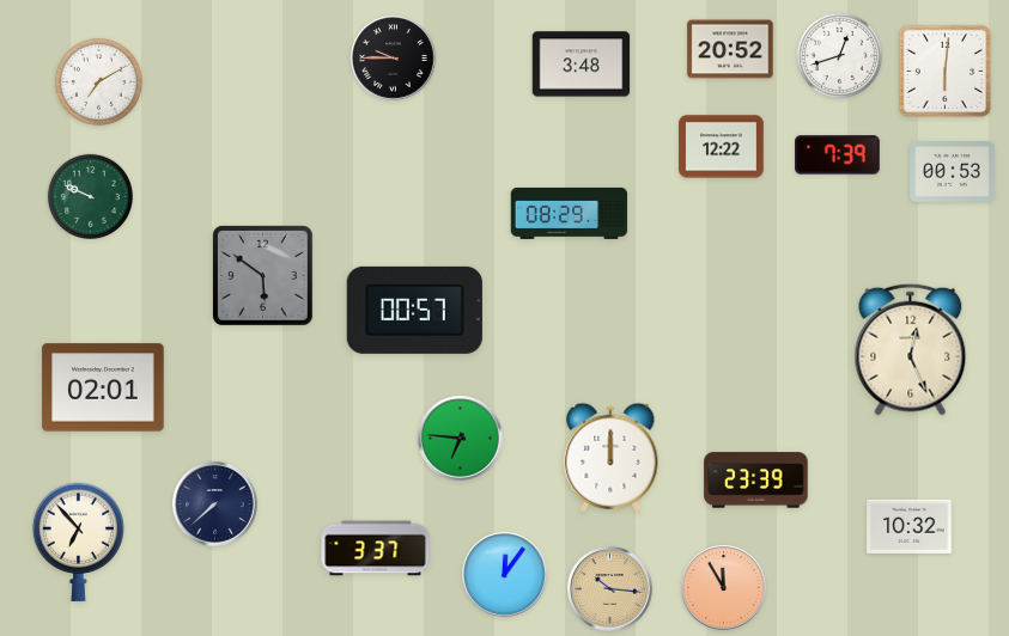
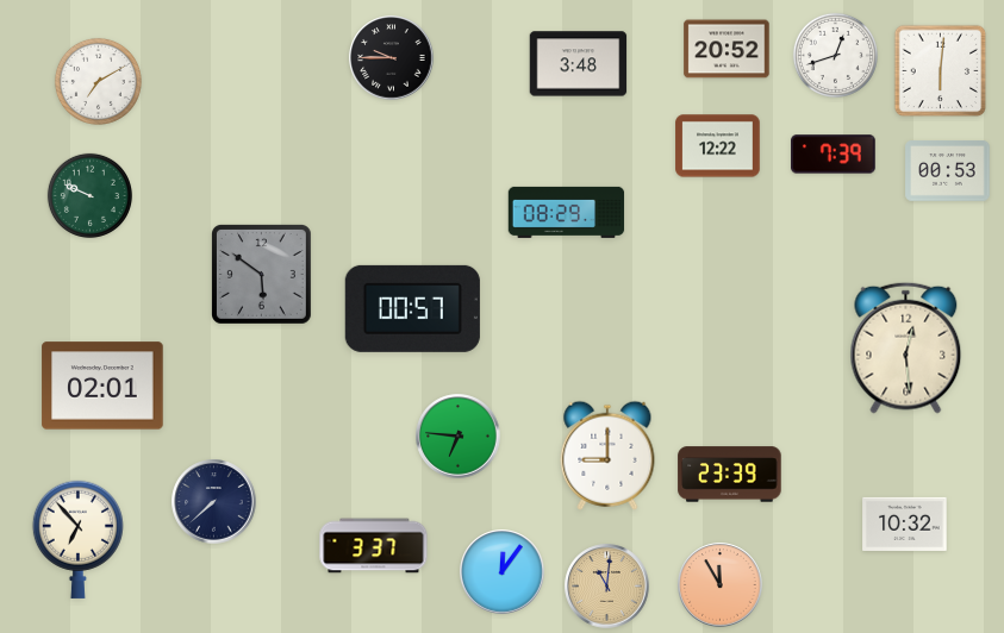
clock at (911, 349): 12:26 -> 12:29
clock at (610, 458): 12:00 -> 9:00
clock at (756, 481) position: (756, 481) -> (730, 475)
clock at (610, 589): 10:16 -> 11:01
